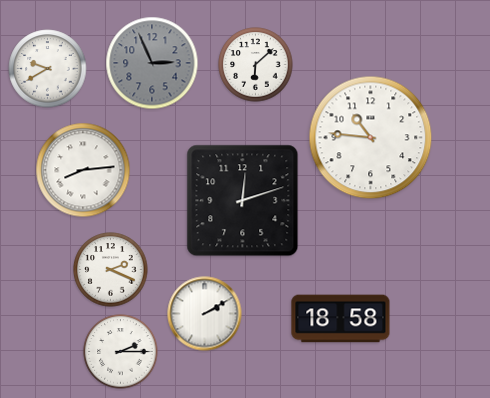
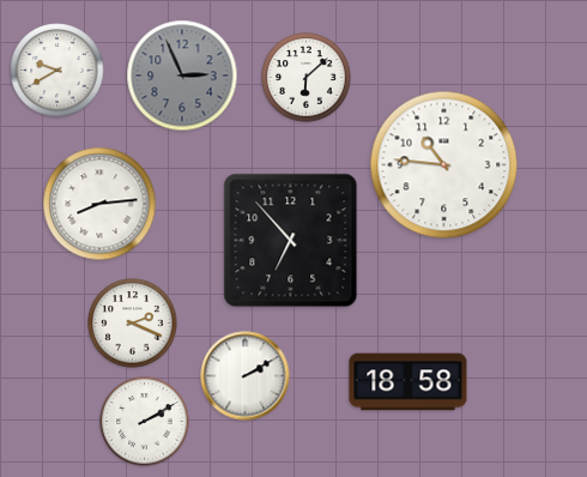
clock at (48, 69) position: (48, 69) -> (58, 71)
clock at (243, 201): 12:12 -> 6:53
clock at (121, 352): 2:15 -> 2:10
